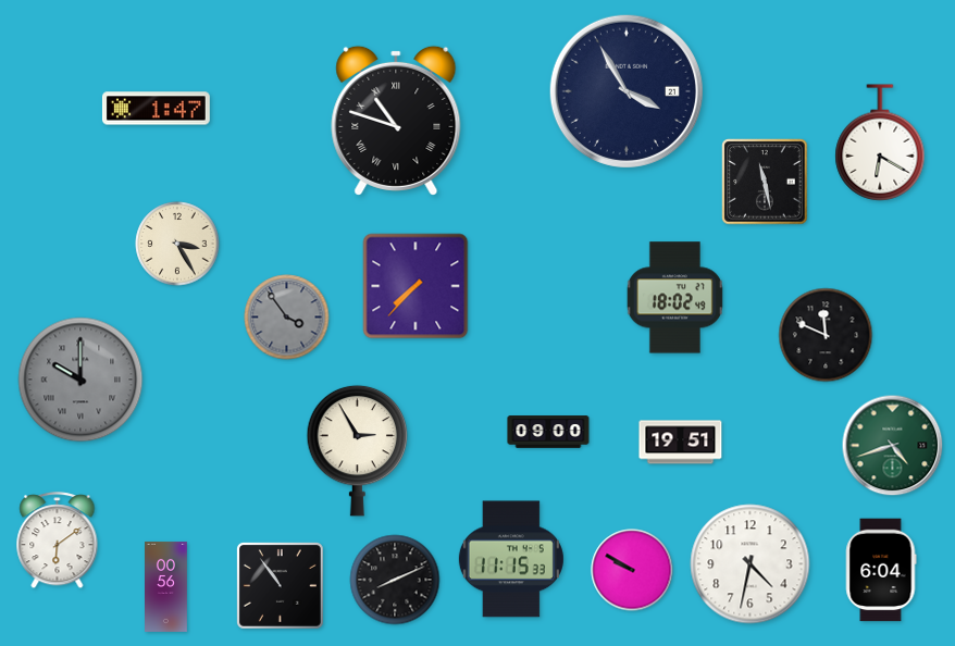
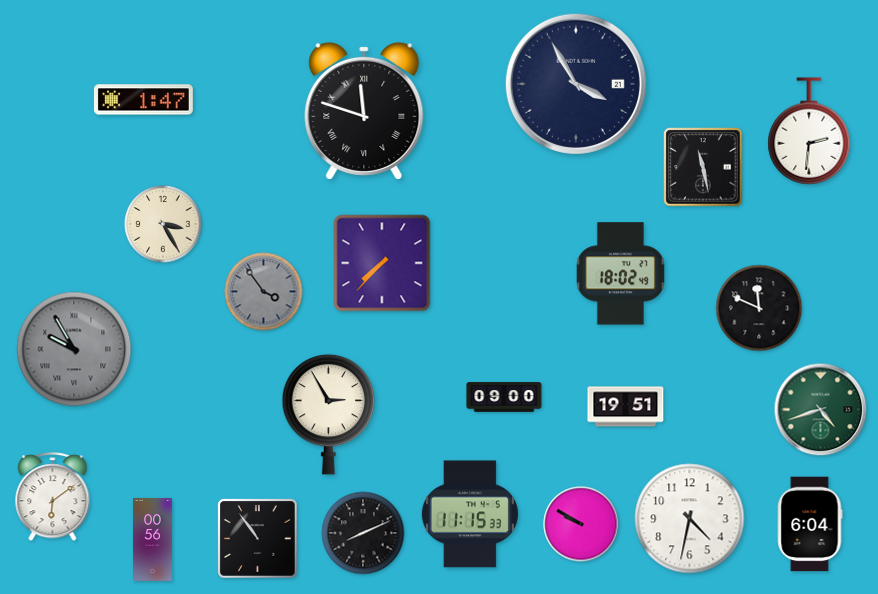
clock at (396, 121): 10:48 -> 11:48
clock at (880, 142): 6:20 -> 2:31
clock at (80, 380): 10:00 -> 9:55
